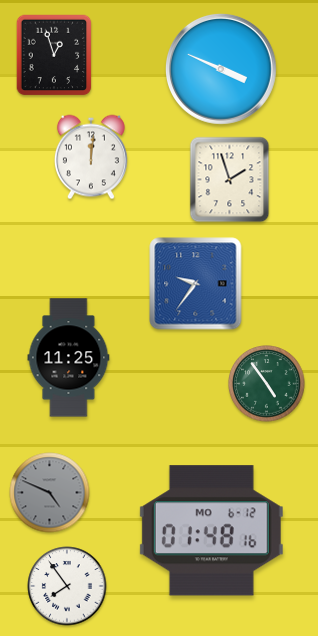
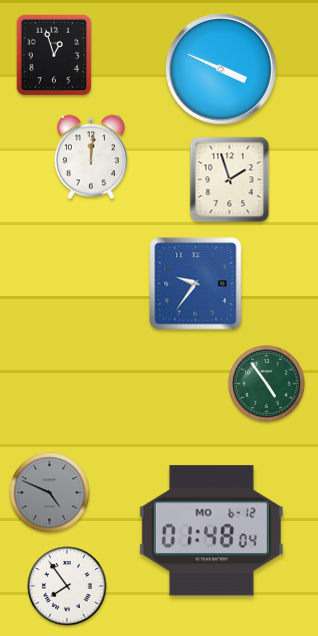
clock at (69, 358): 11:25 -> none
clock at (211, 531): 01:48:16 -> 01:48:04
